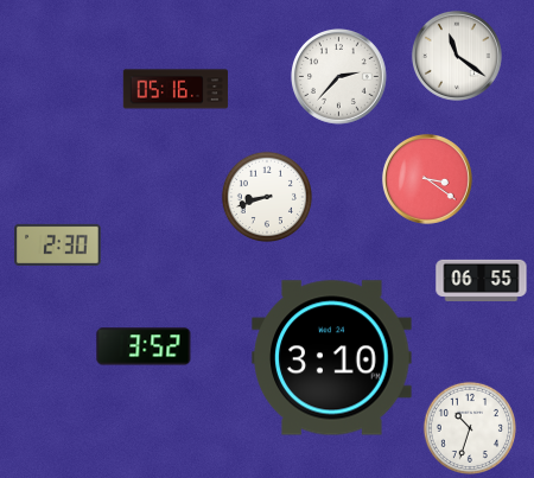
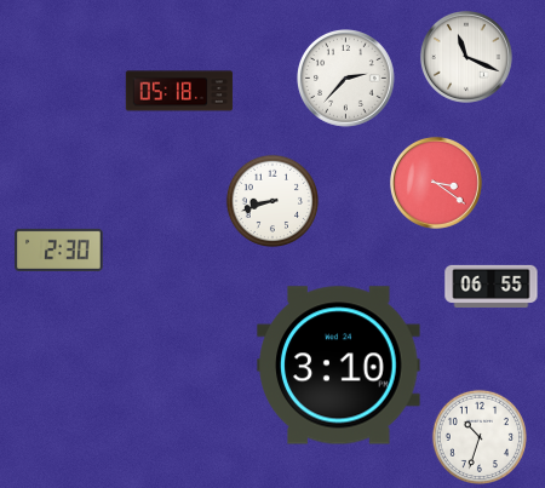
clock at (457, 56): 11:21 -> 11:19
clock at (176, 89): 05:16 -> 05:18
clock at (144, 346): 3:52 -> none
